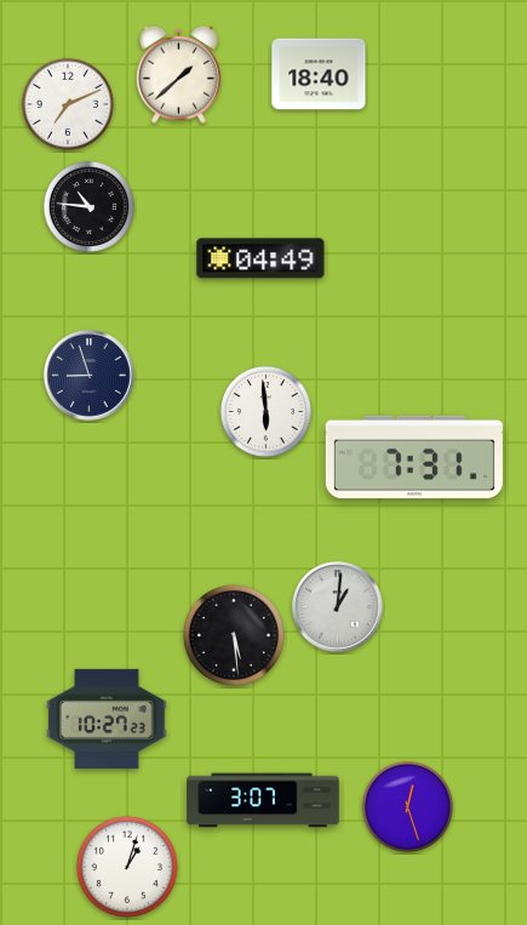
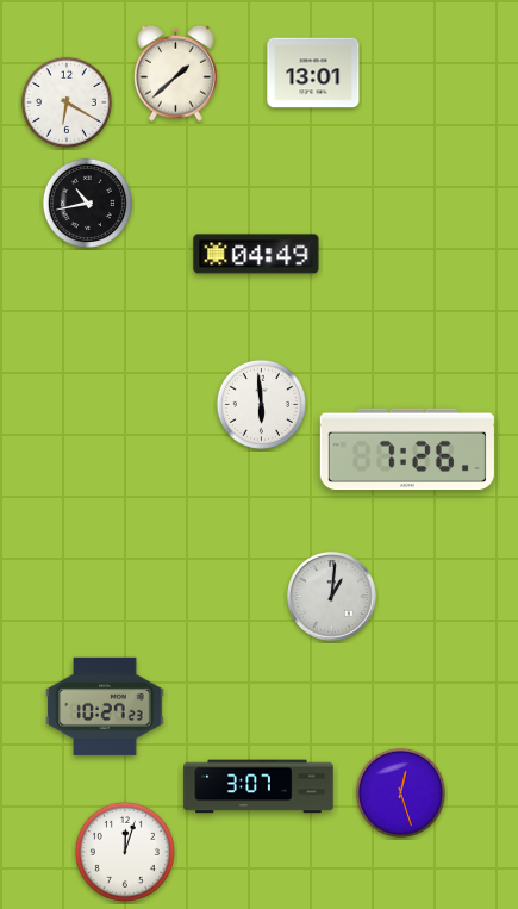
clock at (319, 74): 18:40 -> 13:01
clock at (68, 104): 7:11 -> 6:20
clock at (88, 206): 10:46 -> 10:43
clock at (90, 376): 8:57 -> none
clock at (414, 457): 7:31 -> 7:26
clock at (234, 635): 5:29 -> none
clock at (127, 867): 1:03 -> 12:03
